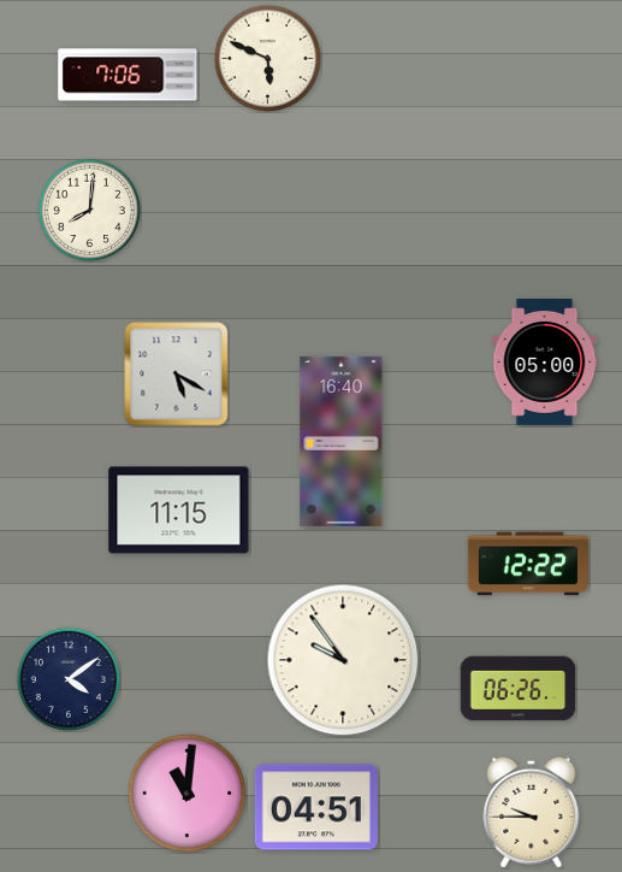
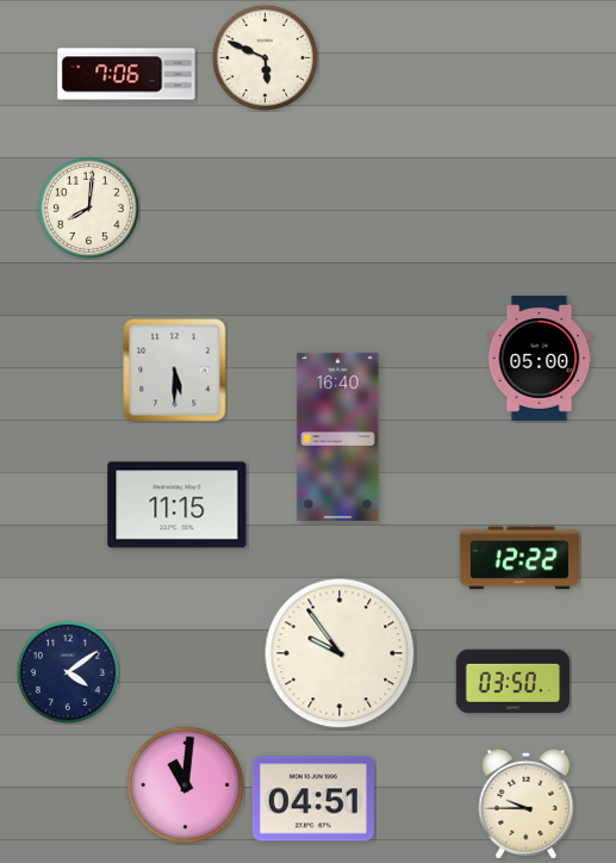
clock at (177, 375): 5:20 -> 5:30
clock at (528, 564) position: (528, 564) -> (519, 558)
clock at (519, 689): 06:26 -> 03:50
